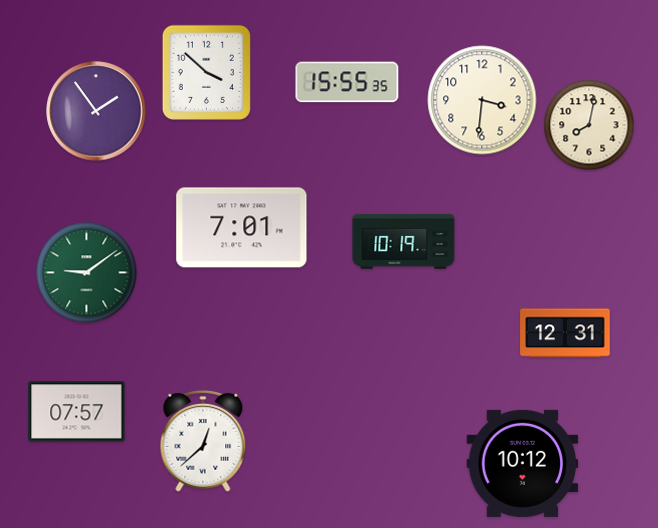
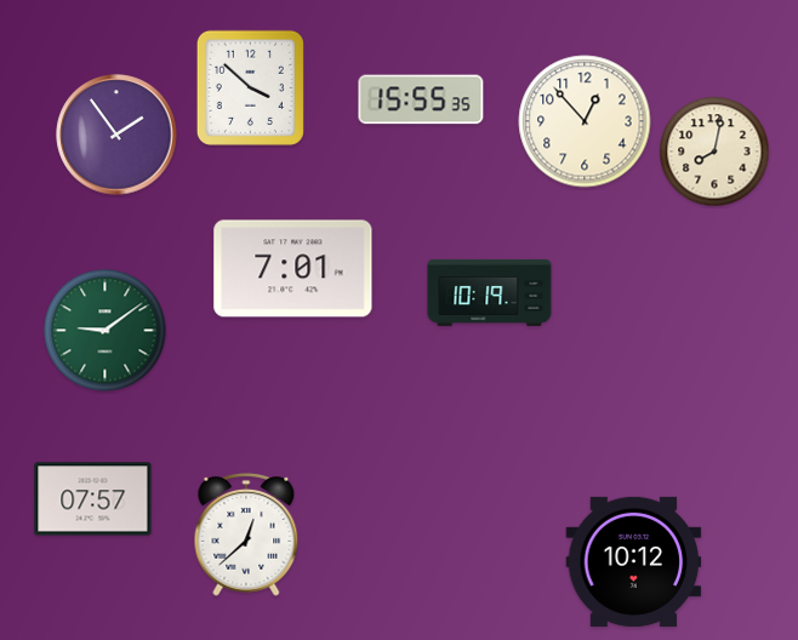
clock at (482, 100): 3:31 -> 12:53
clock at (242, 228) position: (242, 228) -> (293, 269)
clock at (565, 333): 12:31 -> none
